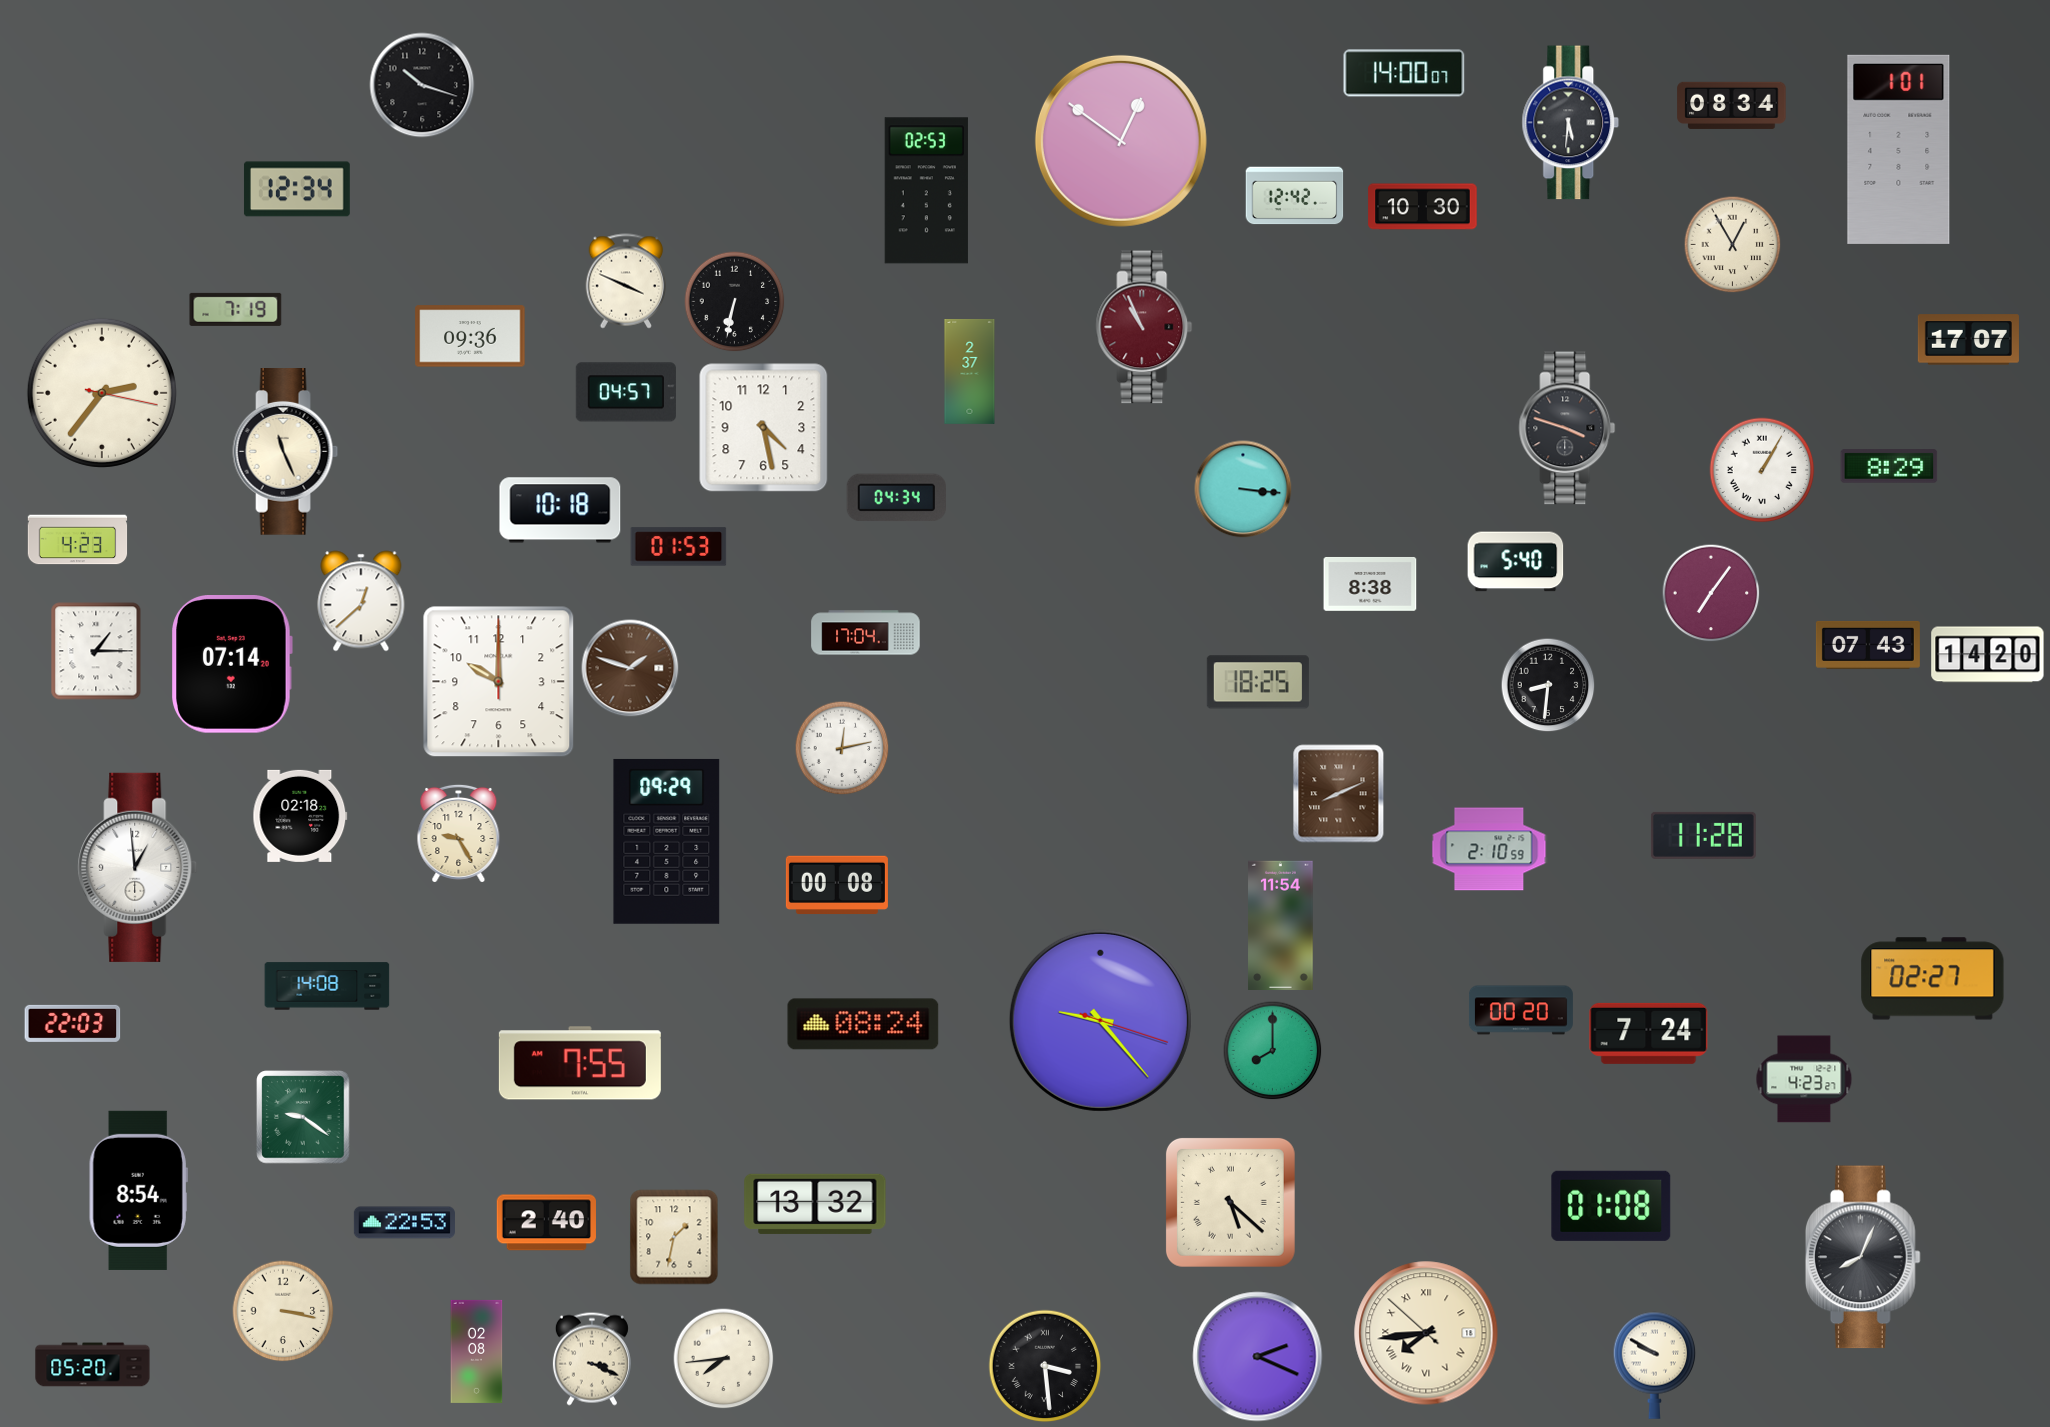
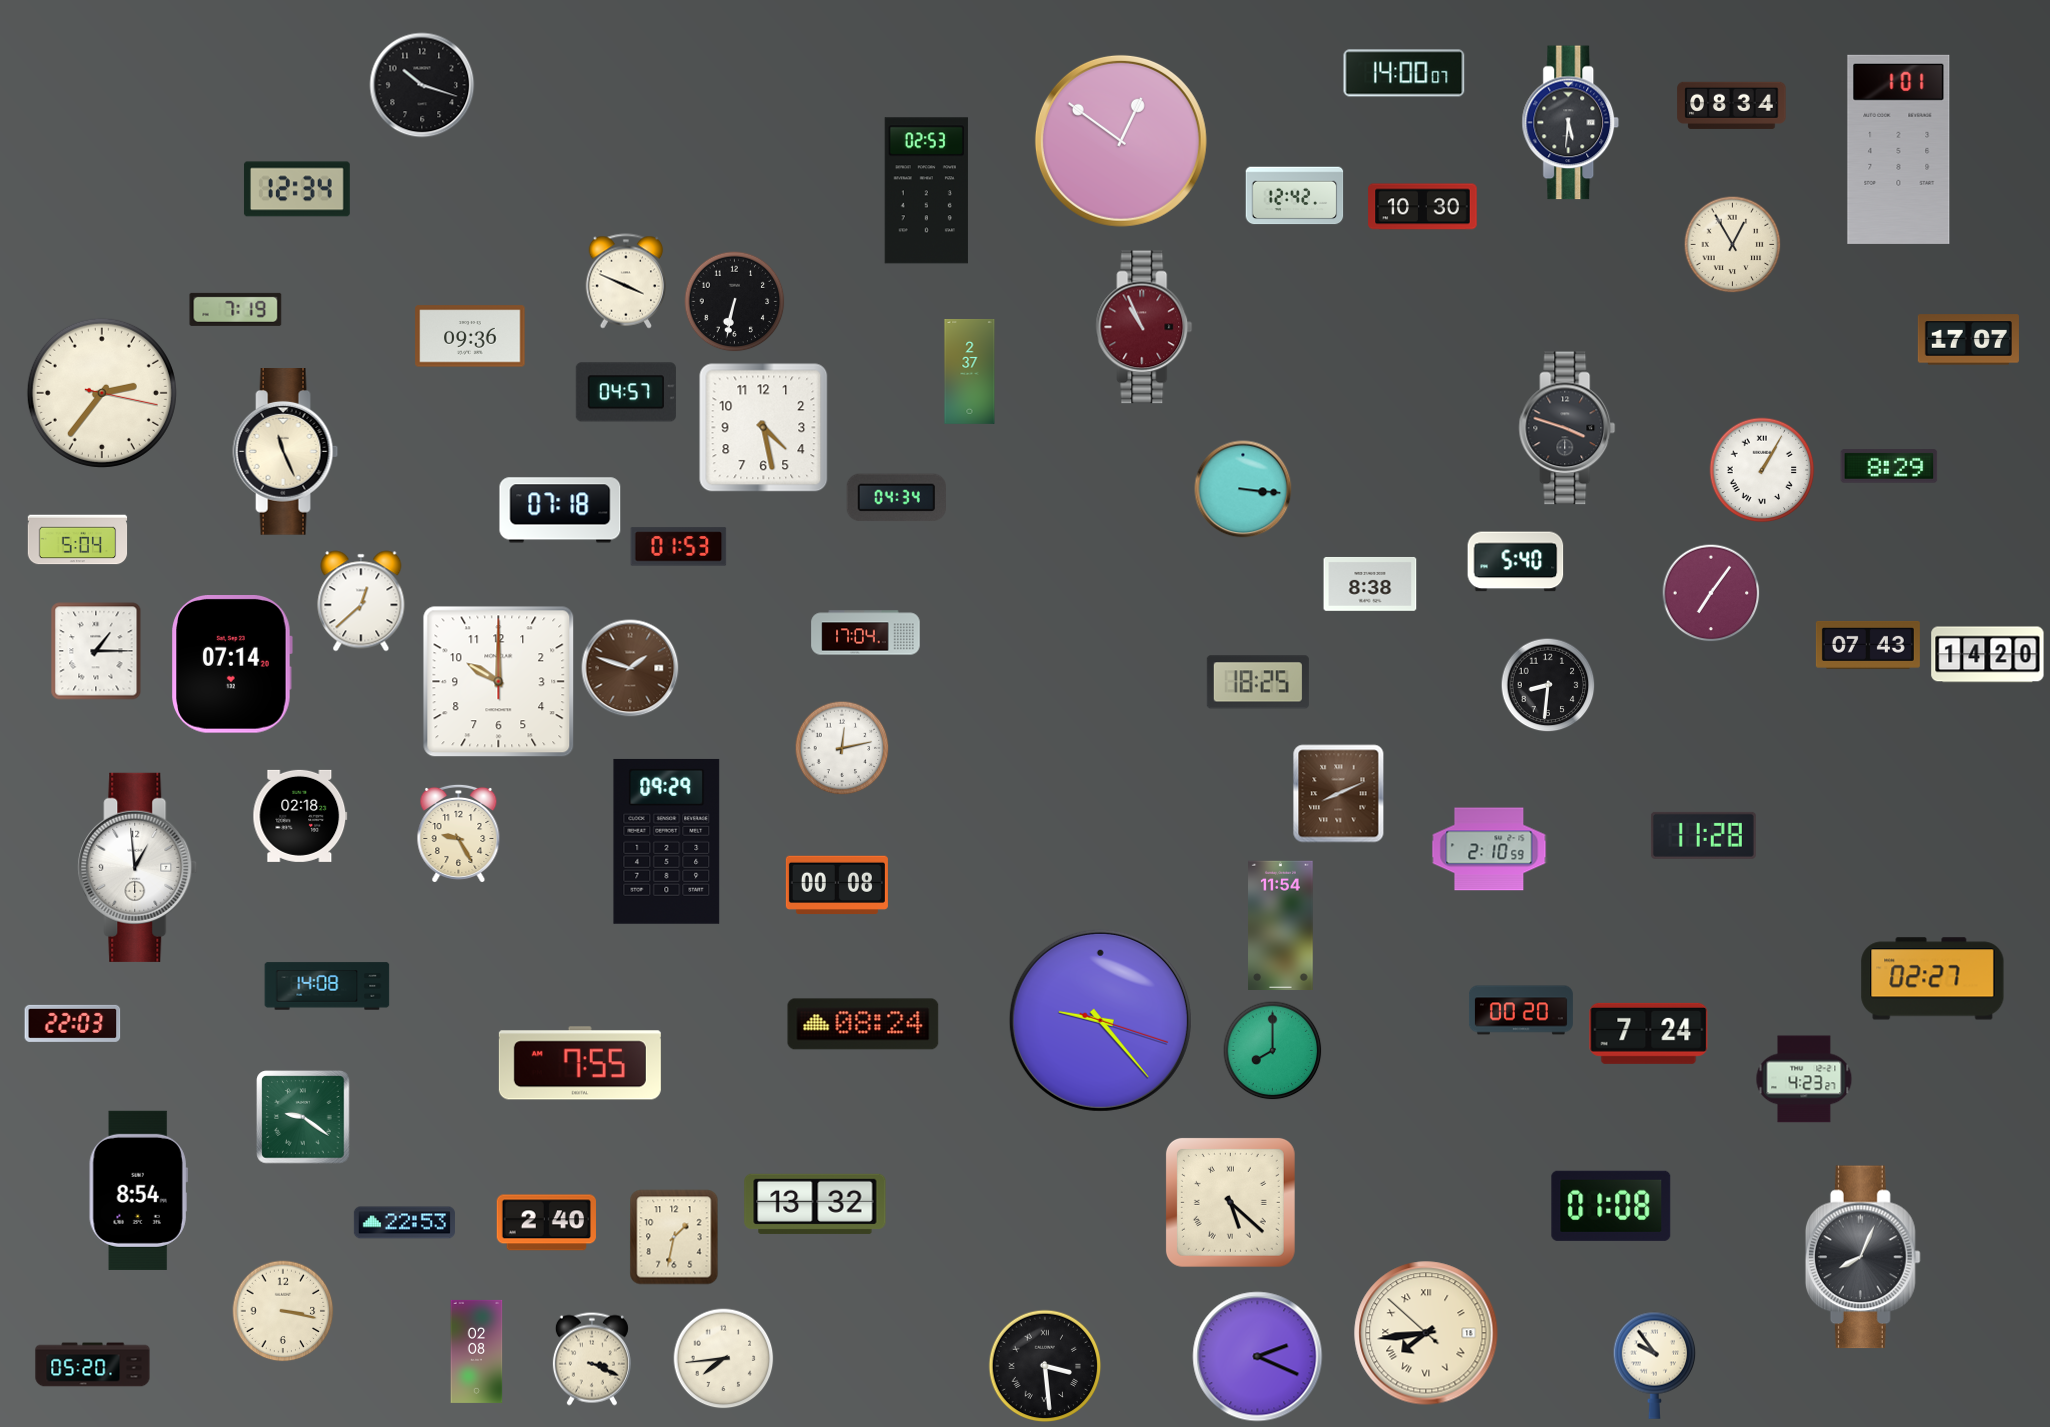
clock at (560, 510): 10:18 -> 07:18
clock at (78, 540): 4:23 -> 5:04
clock at (1655, 1365): 9:50 -> 9:54
